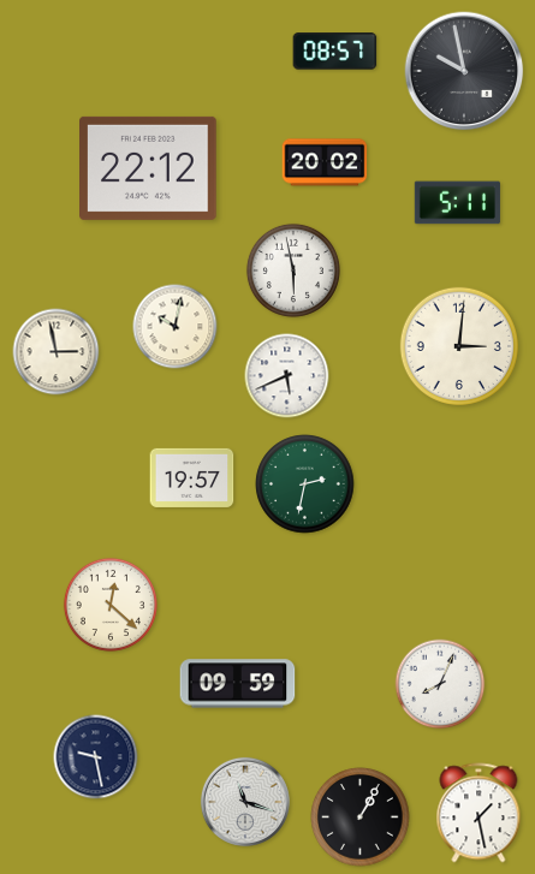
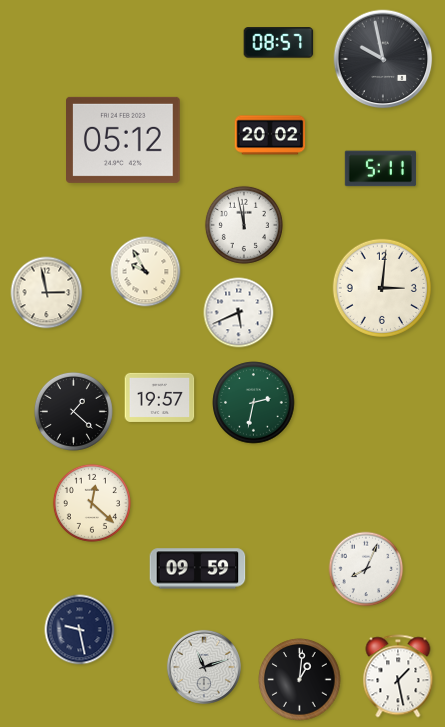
clock at (464, 71) position: (464, 71) -> (383, 59)
clock at (149, 168): 22:12 -> 05:12
clock at (293, 270): 5:58 -> 11:58
clock at (176, 327): 10:02 -> 9:55
clock at (73, 411): none -> 1:22
clock at (245, 802): 11:18 -> 11:12
clock at (361, 817): 1:05 -> 1:01
